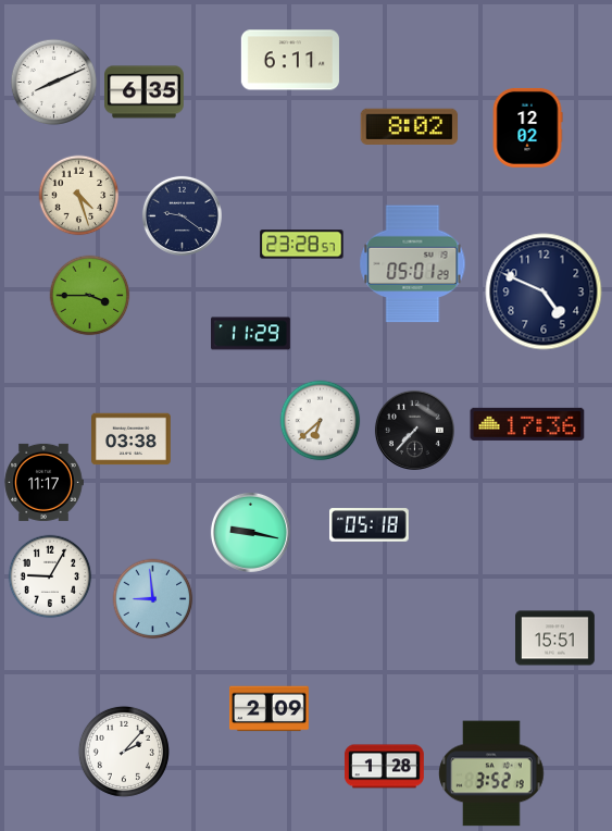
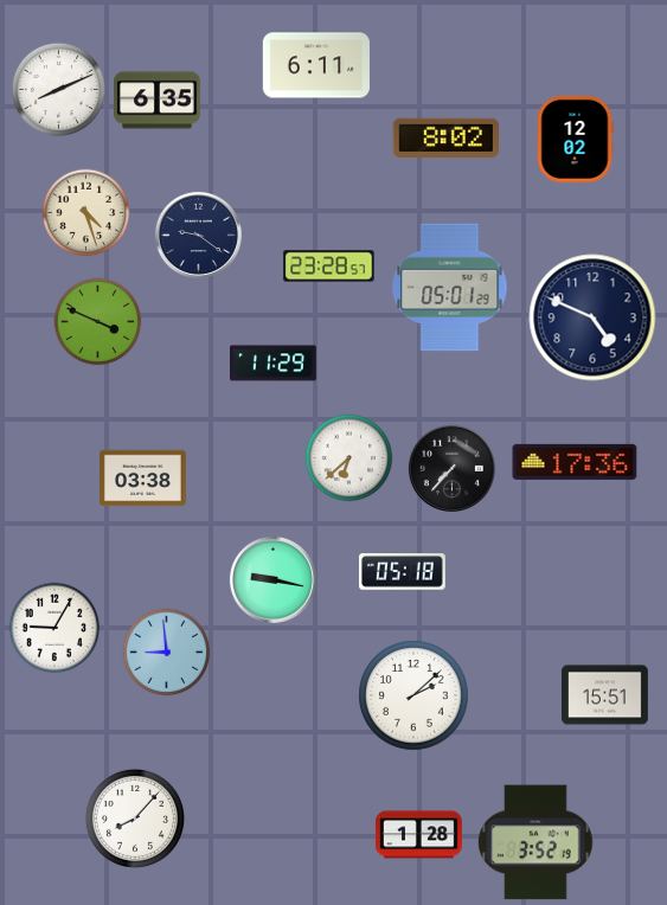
clock at (90, 296): 3:45 -> 3:49
clock at (43, 482): 11:17 -> none
clock at (413, 695): none -> 2:08
clock at (268, 709): 2:09 -> none
clock at (124, 752): 2:07 -> 8:07
